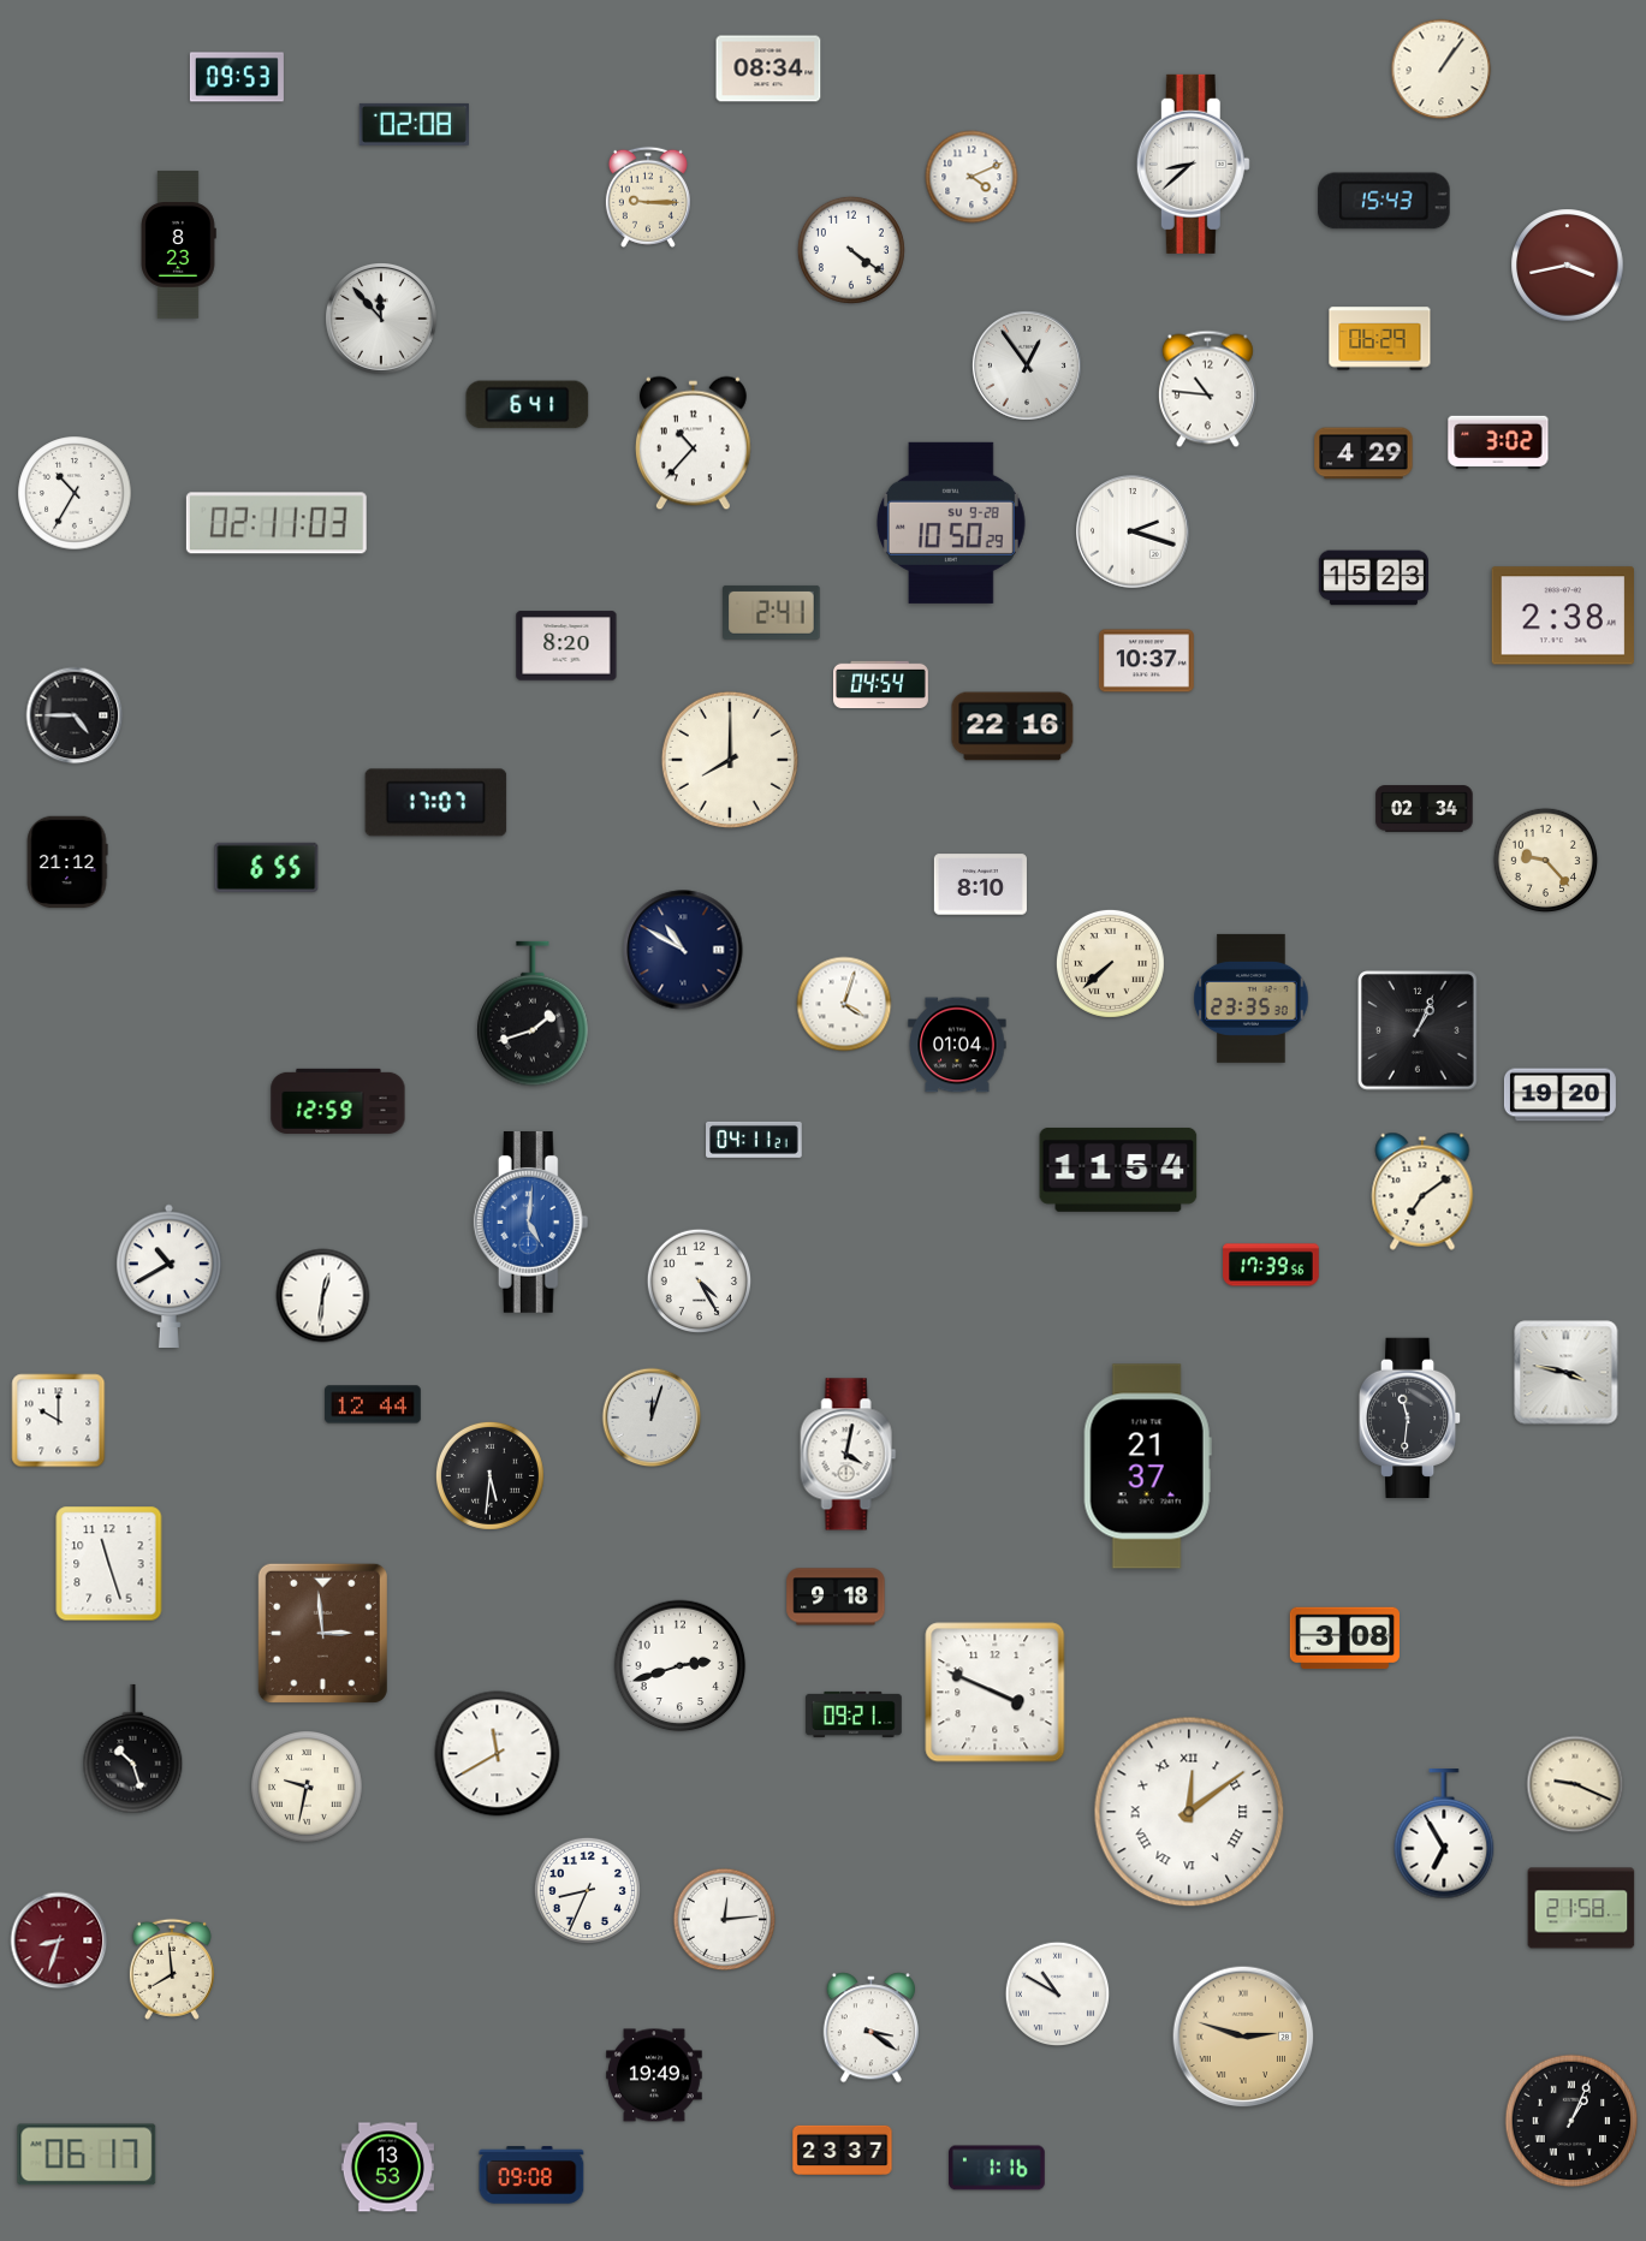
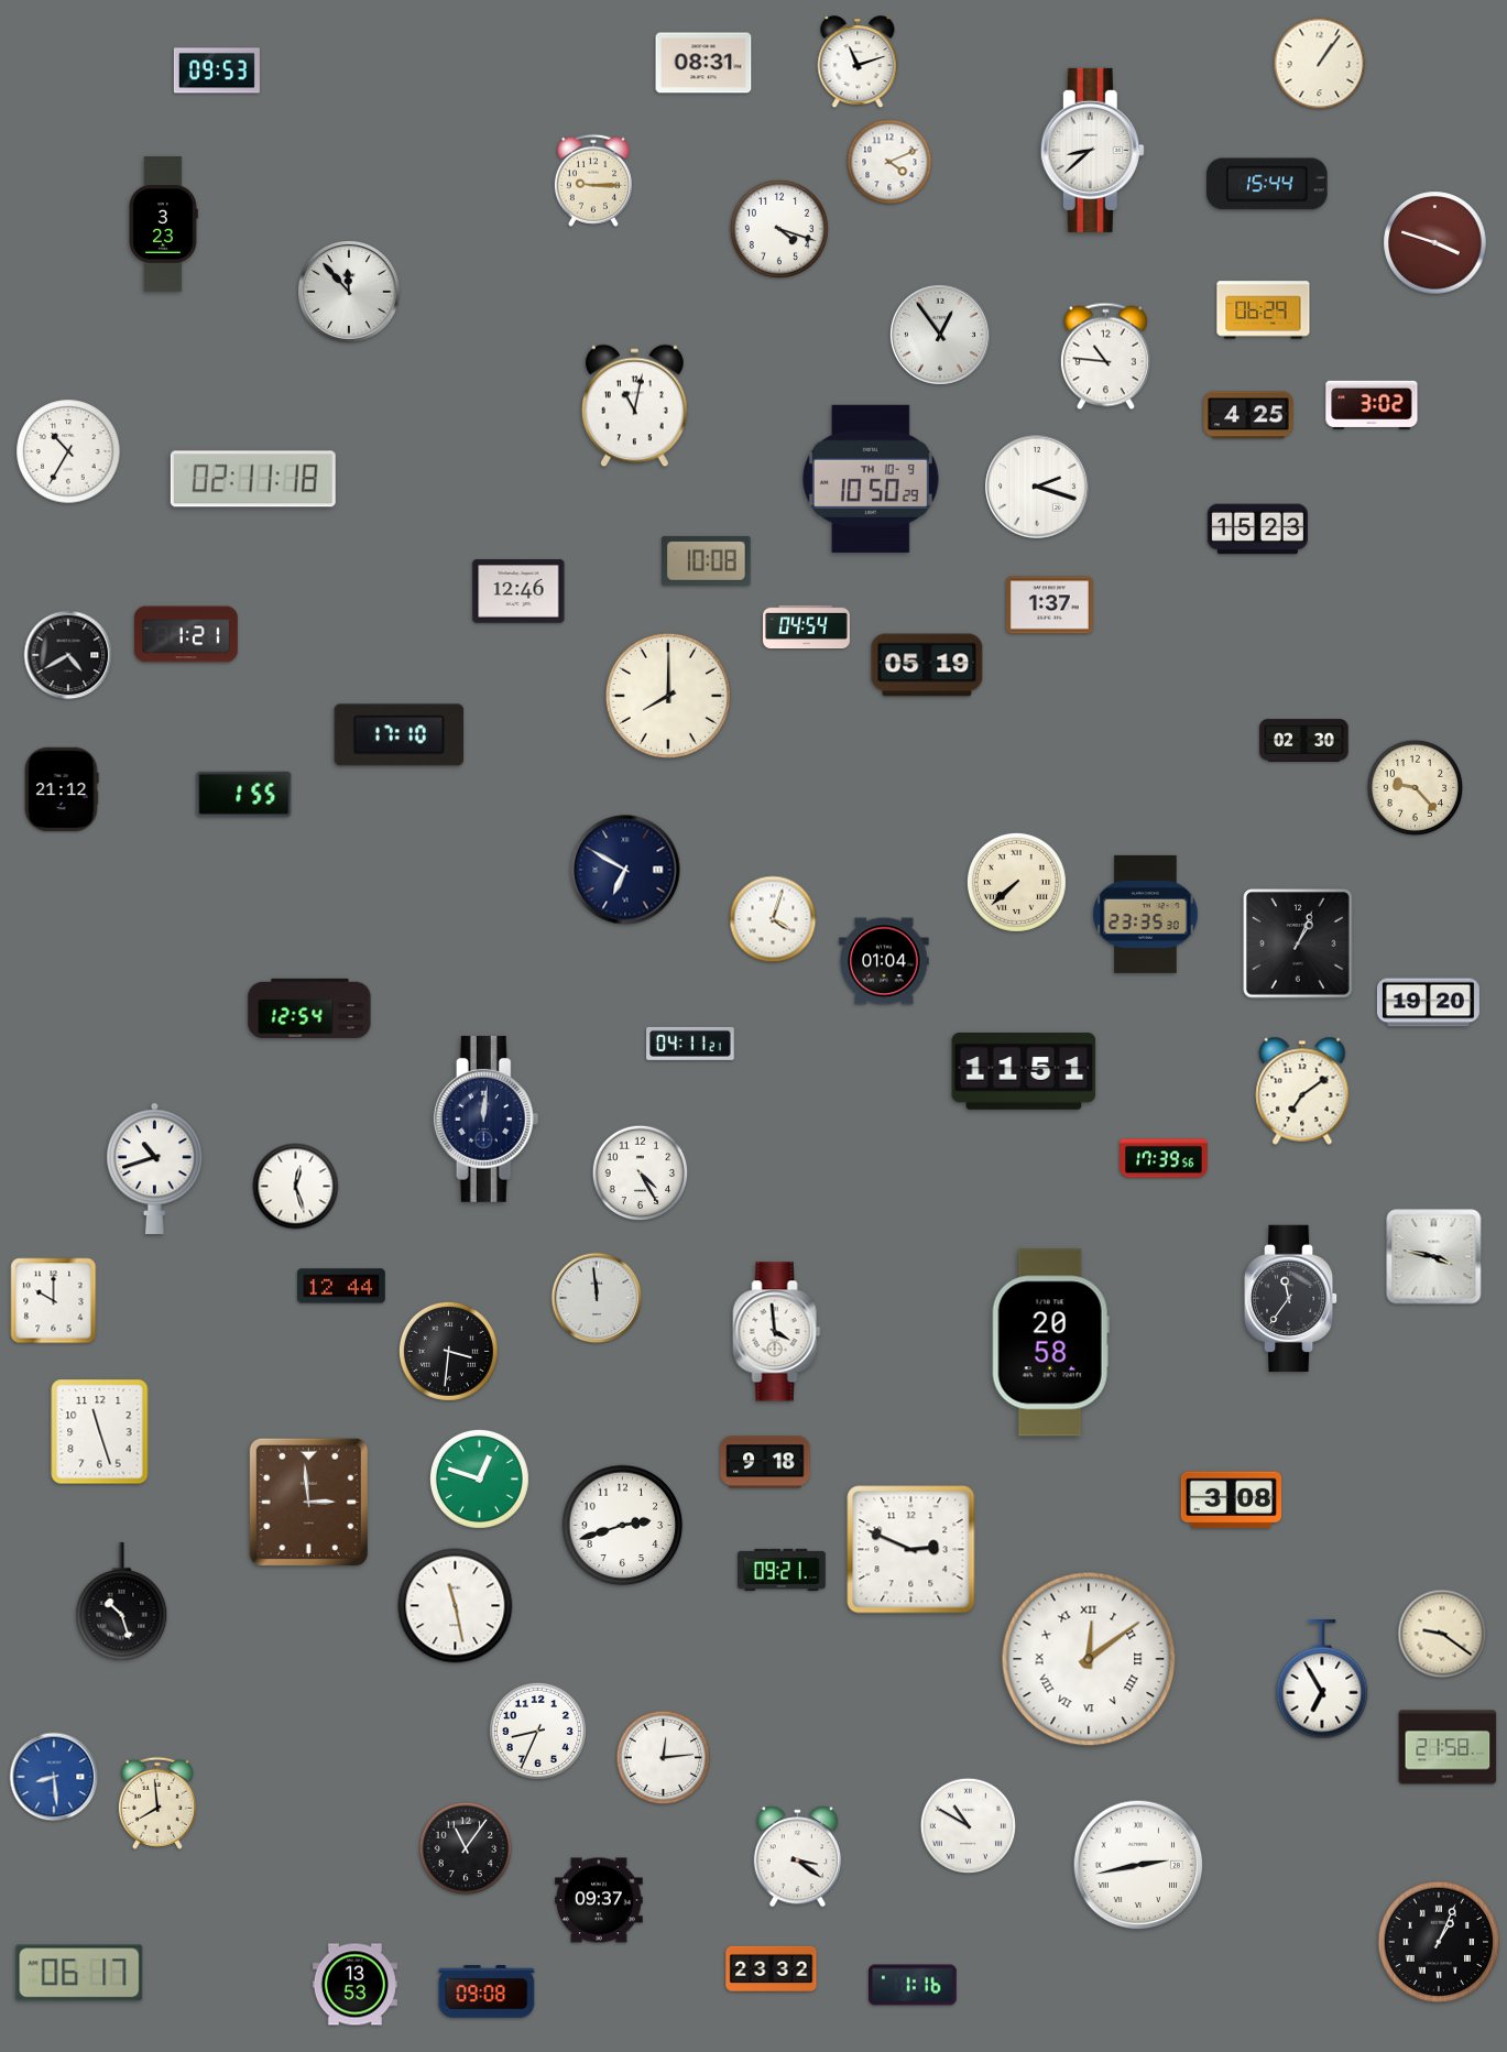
clock at (768, 69): 08:34 -> 08:31
clock at (858, 63): none -> 11:12
clock at (414, 124): 02:08 -> none
clock at (1384, 201): 15:43 -> 15:44
clock at (178, 245): 8:23 -> 3:23
clock at (851, 250): 4:21 -> 4:18
clock at (1568, 266): 3:43 -> 3:48
clock at (528, 405): 6:41 -> none
clock at (694, 444): 10:37 -> 11:02
clock at (1363, 453): 4:29 -> 4:25
clock at (277, 523): 02:11:03 -> 02:11:18
clock at (951, 523) date: SU 9-28 -> TH 10-9
clock at (772, 612): 2:41 -> 10:08
clock at (1562, 616): 2:38 -> none
clock at (566, 646): 8:20 -> 12:46
clock at (1146, 661): 10:37 -> 1:37
clock at (186, 634): none -> 1:21
clock at (75, 715): 4:45 -> 4:40
clock at (1012, 726): 22:16 -> 05:19
clock at (436, 803): 17:07 -> 17:10
clock at (1425, 809): 02:34 -> 02:30
clock at (267, 867): 6:55 -> 1:55
clock at (980, 885): 8:10 -> none
clock at (683, 950): 10:50 -> 6:50
clock at (533, 1013): 1:42 -> none
clock at (957, 1045) position: (957, 1045) -> (884, 961)
clock at (338, 1101): 12:59 -> 12:54
clock at (1118, 1170): 11:54 -> 11:51
clock at (531, 1221): 5:01 -> 12:01
clock at (531, 1221) dial: blue -> navy
clock at (170, 1276): 10:40 -> 10:42
clock at (323, 1296): 12:31 -> 12:27
clock at (652, 1417): 12:03 -> 11:59
clock at (1410, 1417): 11:31 -> 11:36
clock at (849, 1455): 4:02 -> 3:59
clock at (1147, 1467): 21:37 -> 20:58
clock at (489, 1475): 5:31 -> 3:31
clock at (479, 1478): none -> 12:48
clock at (322, 1633) position: (322, 1633) -> (308, 1502)
clock at (996, 1693): 3:49 -> 2:49
clock at (498, 1754): 11:40 -> 11:28
clock at (1575, 1784): 9:19 -> 9:21
clock at (307, 1787): 9:32 -> none
clock at (59, 1940): 8:33 -> 8:29
clock at (59, 1940) dial: burgundy -> blue
clock at (466, 1848): none -> 11:06
clock at (1243, 2037): 2:48 -> 2:43
clock at (1243, 2037) dial: champagne -> white
clock at (654, 2075): 19:49 -> 09:37
clock at (843, 2150): 23:37 -> 23:32
